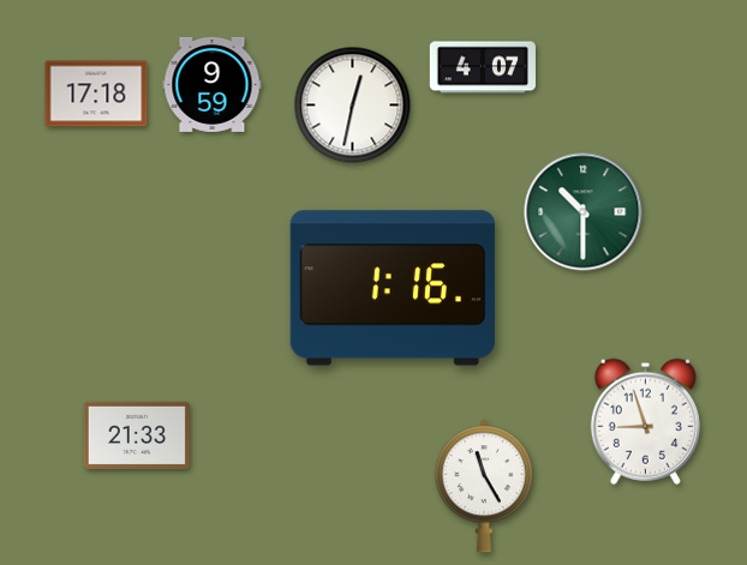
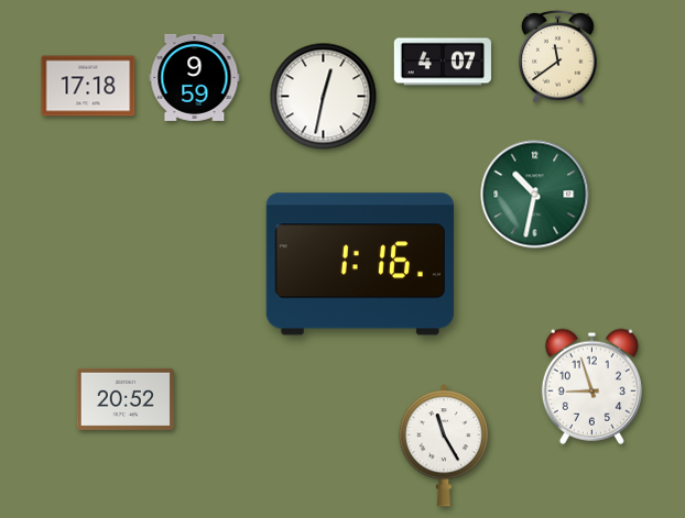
clock at (558, 56): none -> 11:39
clock at (584, 212): 10:30 -> 10:32
clock at (137, 435): 21:33 -> 20:52
